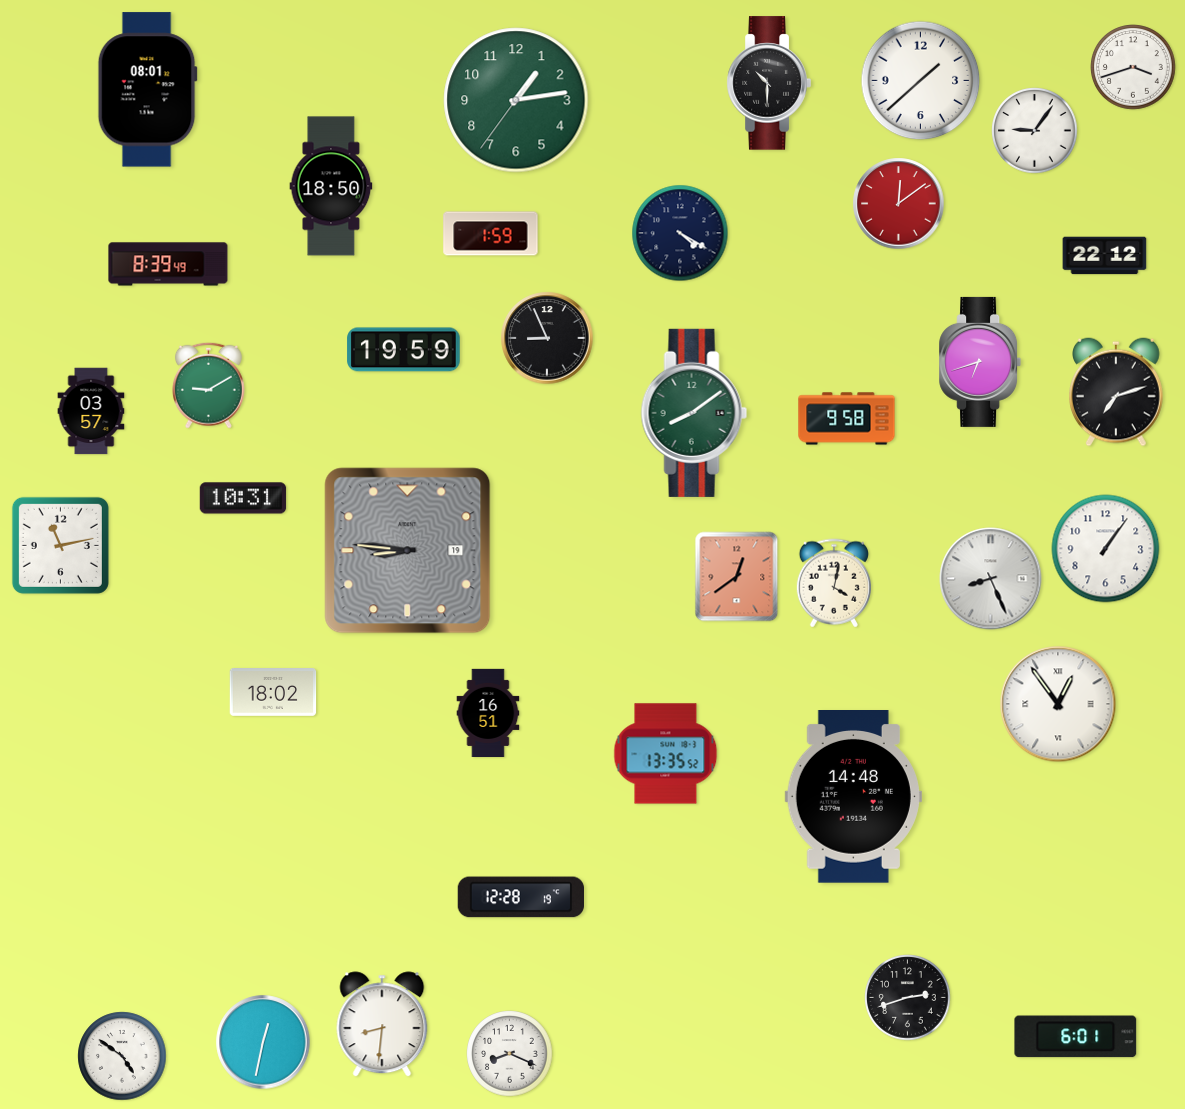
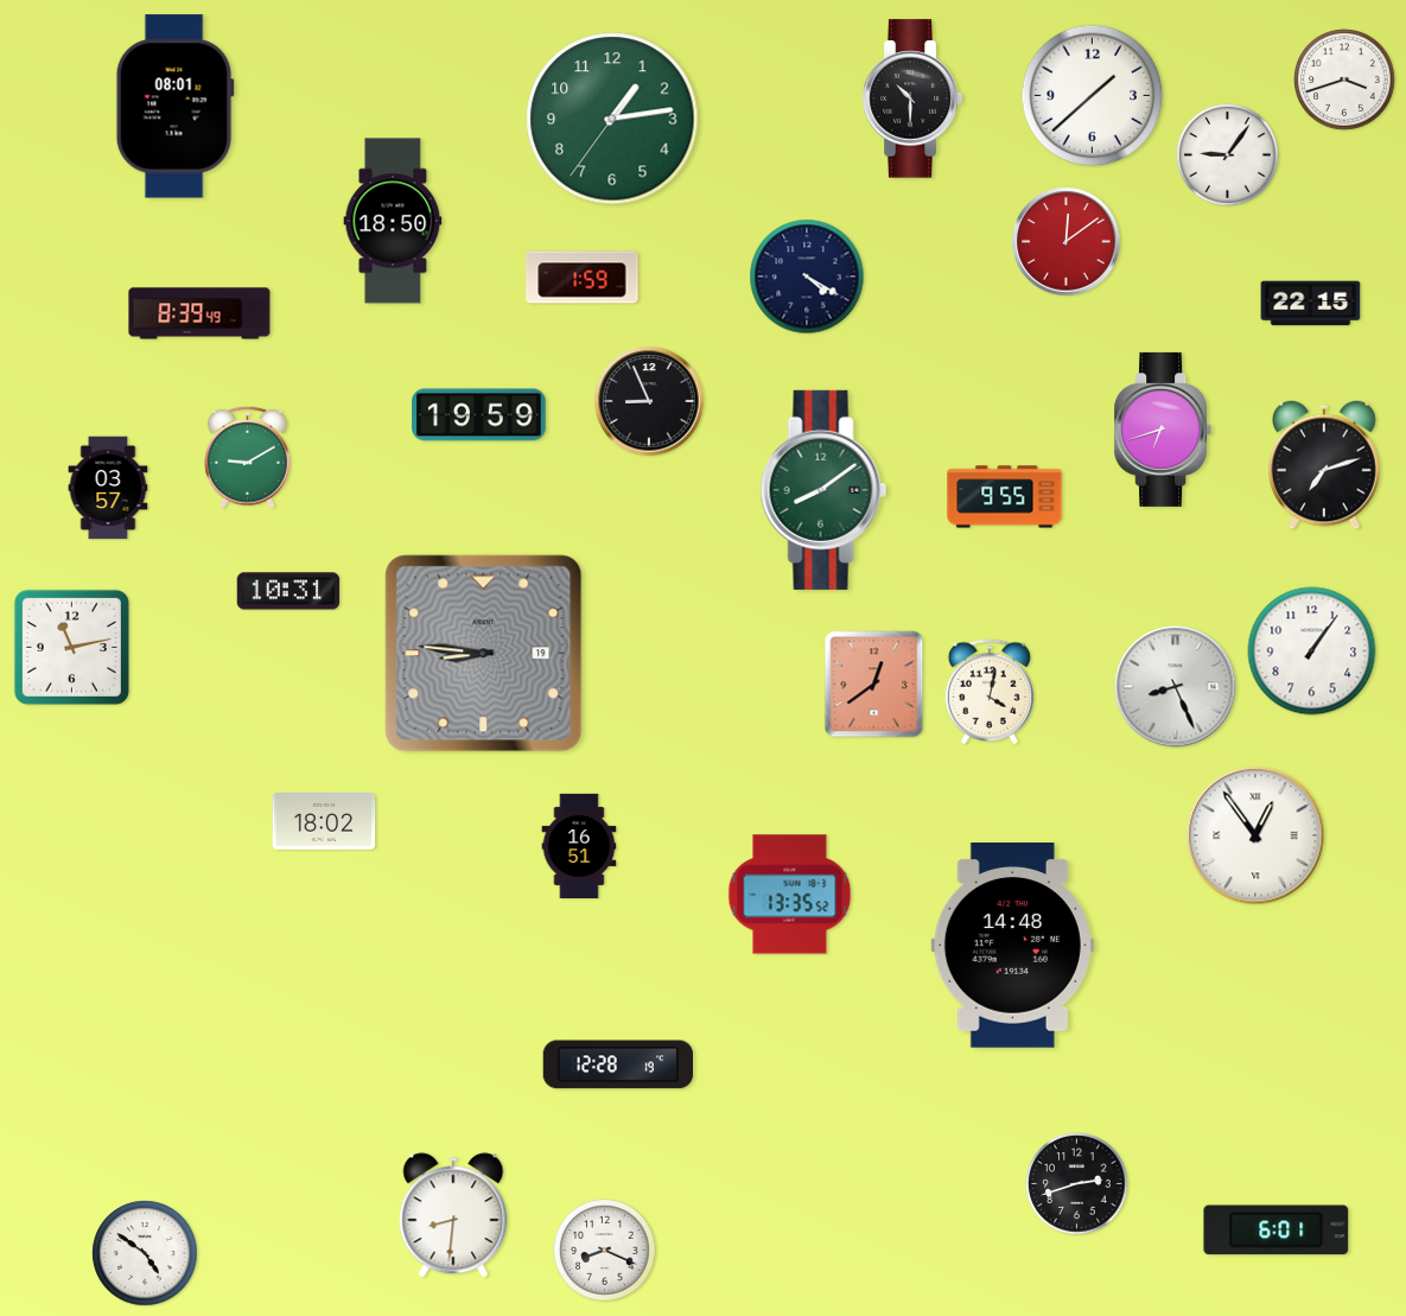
clock at (1105, 256): 22:12 -> 22:15
clock at (847, 419): 9:58 -> 9:55
clock at (263, 1042): 12:32 -> none
